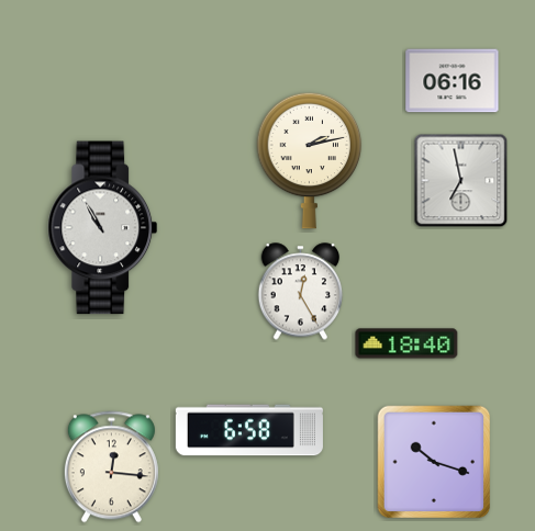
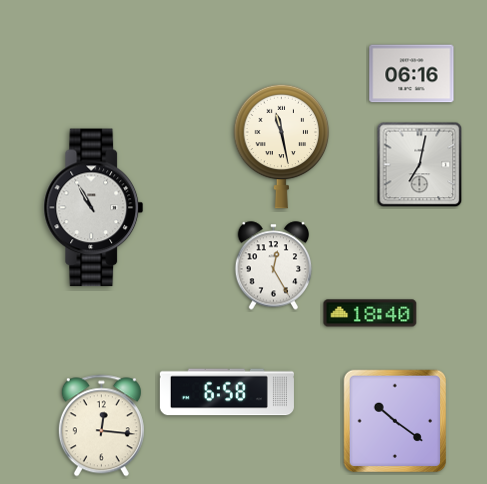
clock at (310, 160): 2:13 -> 11:28
clock at (461, 181): 6:58 -> 7:02
clock at (434, 462): 10:18 -> 10:21
